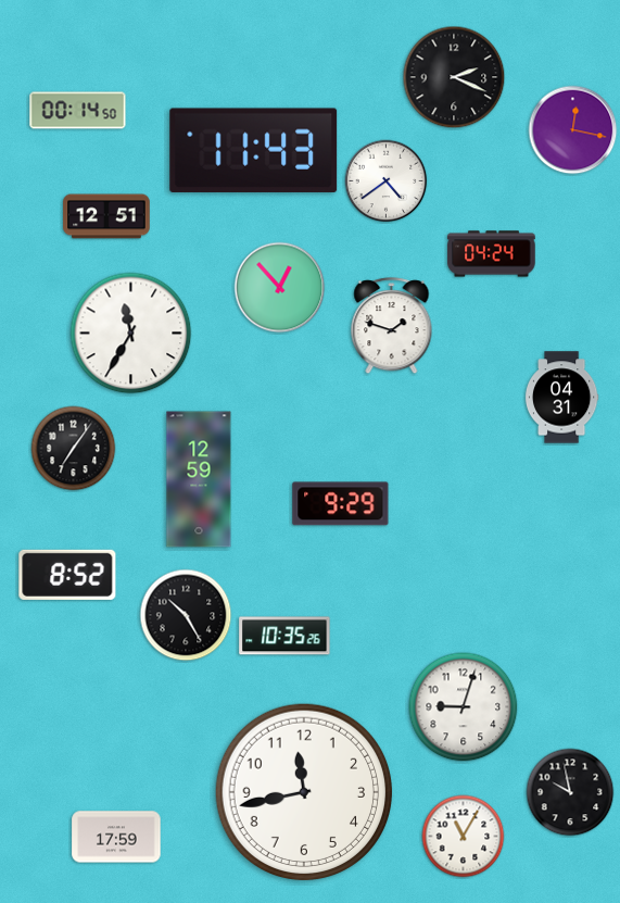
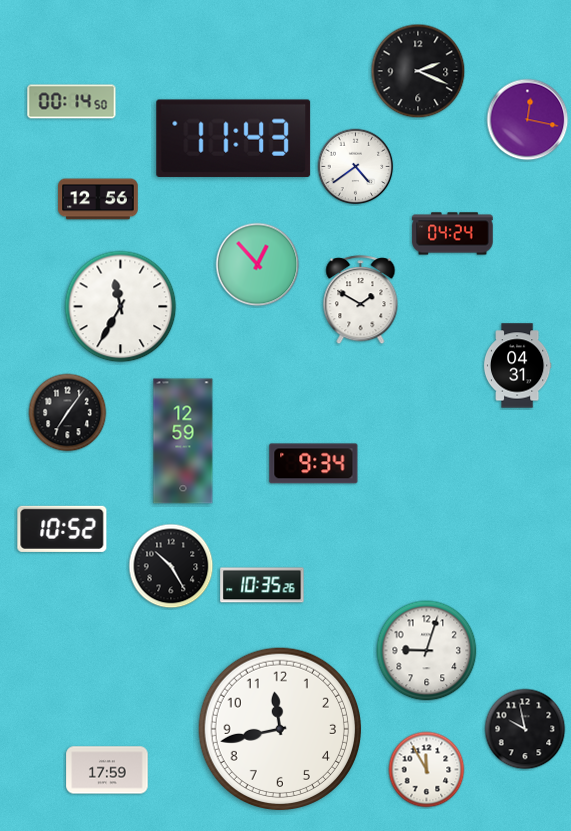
clock at (106, 216): 12:51 -> 12:56
clock at (392, 326): 1:48 -> 1:50
clock at (341, 504): 9:29 -> 9:34
clock at (67, 575): 8:52 -> 10:52
clock at (464, 837): 11:05 -> 11:55
